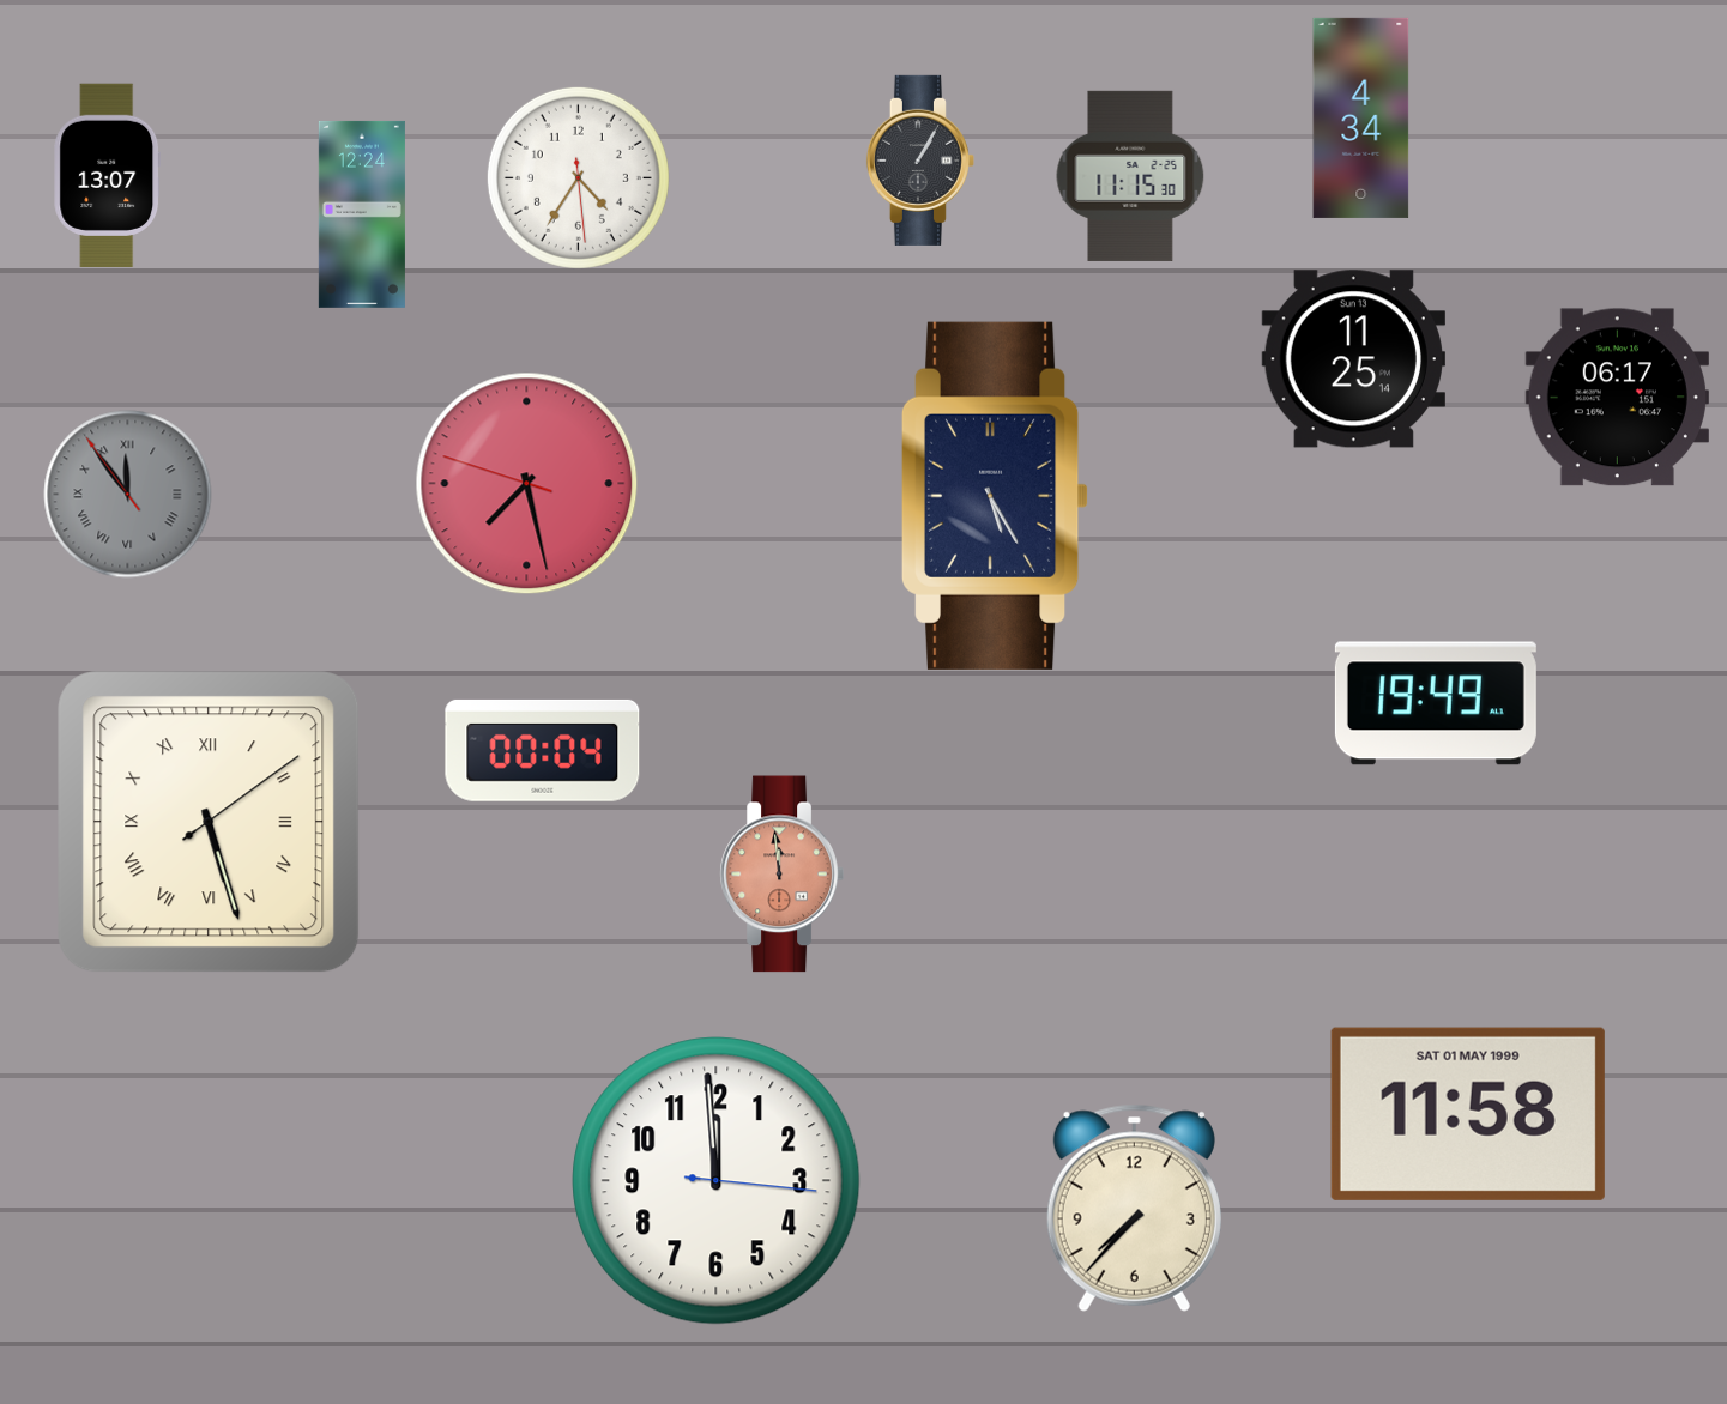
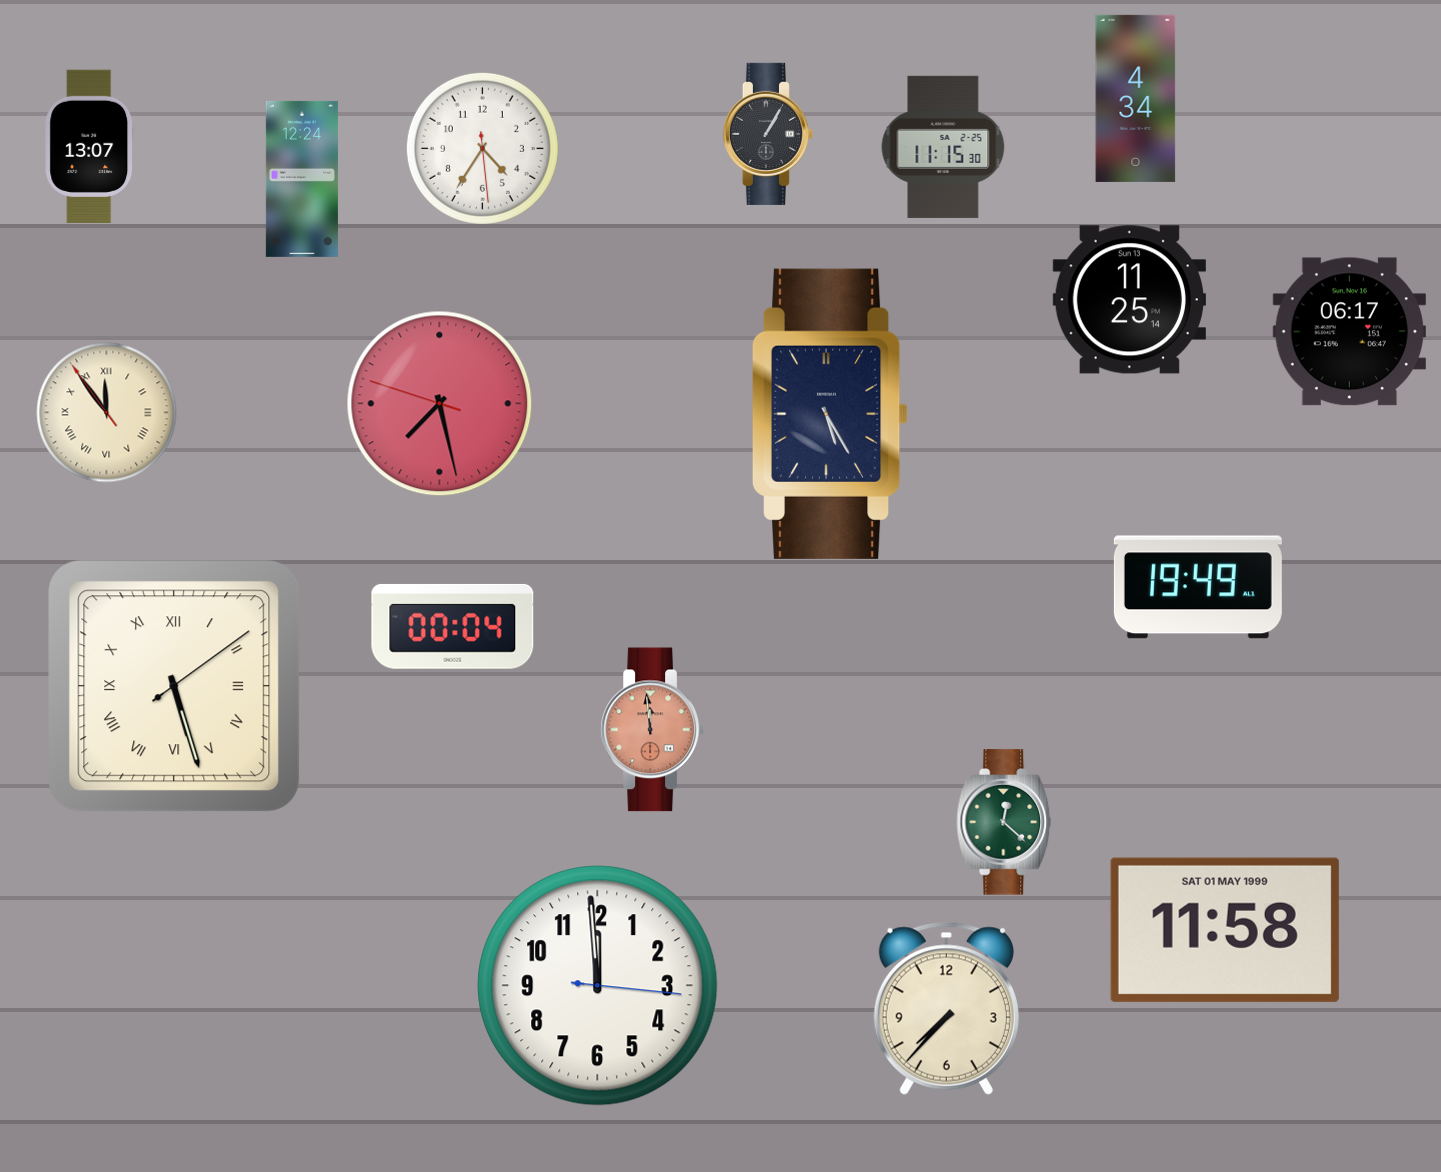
clock at (128, 495) dial: grey -> cream
clock at (1004, 822): none -> 12:22
